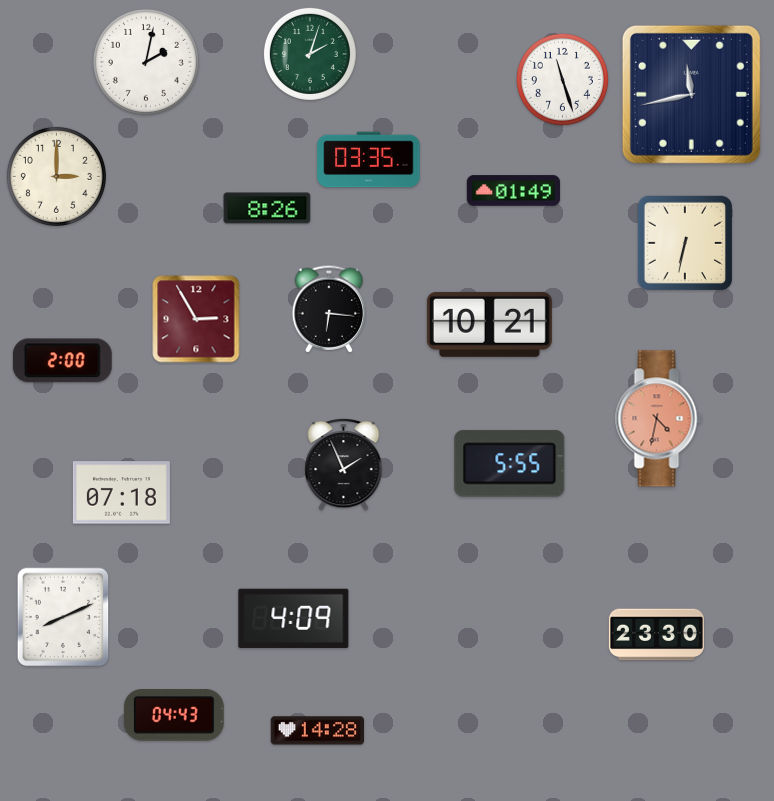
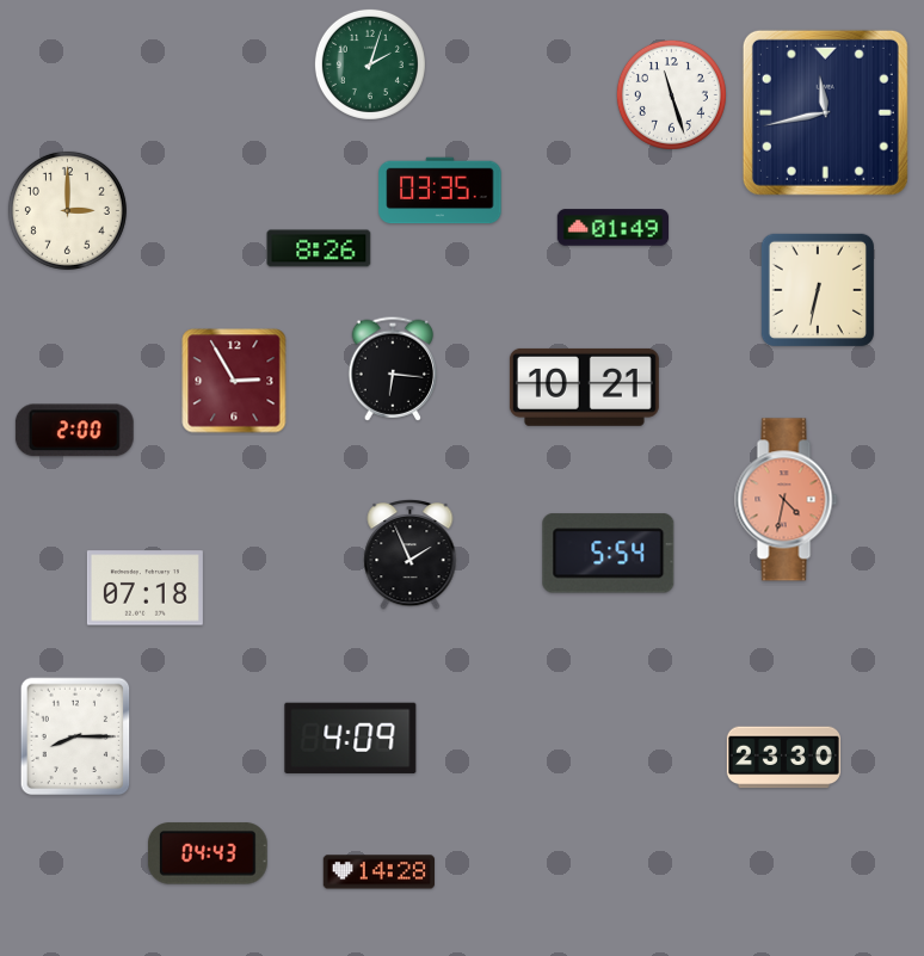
clock at (146, 62): 2:02 -> none
clock at (510, 464): 5:55 -> 5:54
clock at (63, 617): 8:11 -> 8:15
